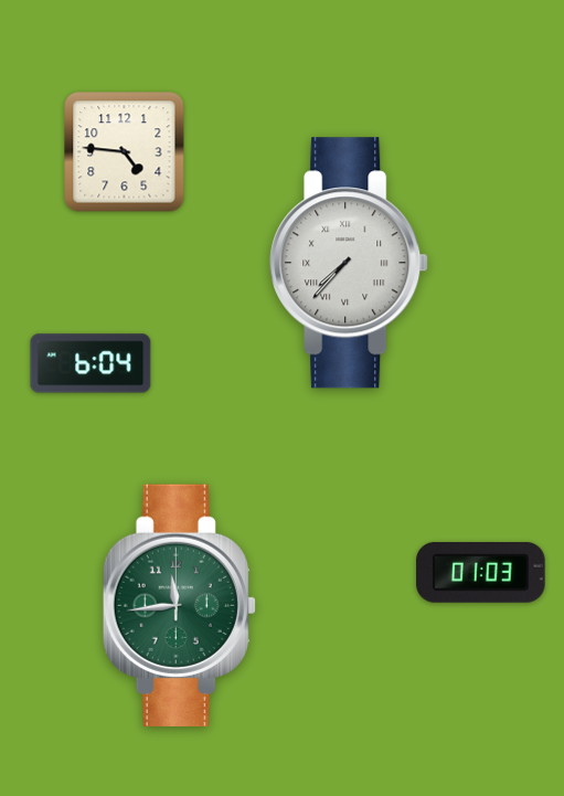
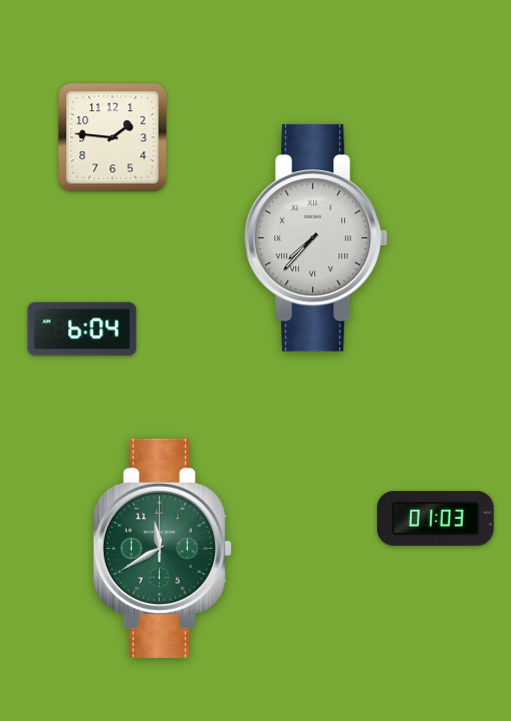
clock at (125, 152): 4:46 -> 1:46
clock at (179, 605): 11:44 -> 11:40
